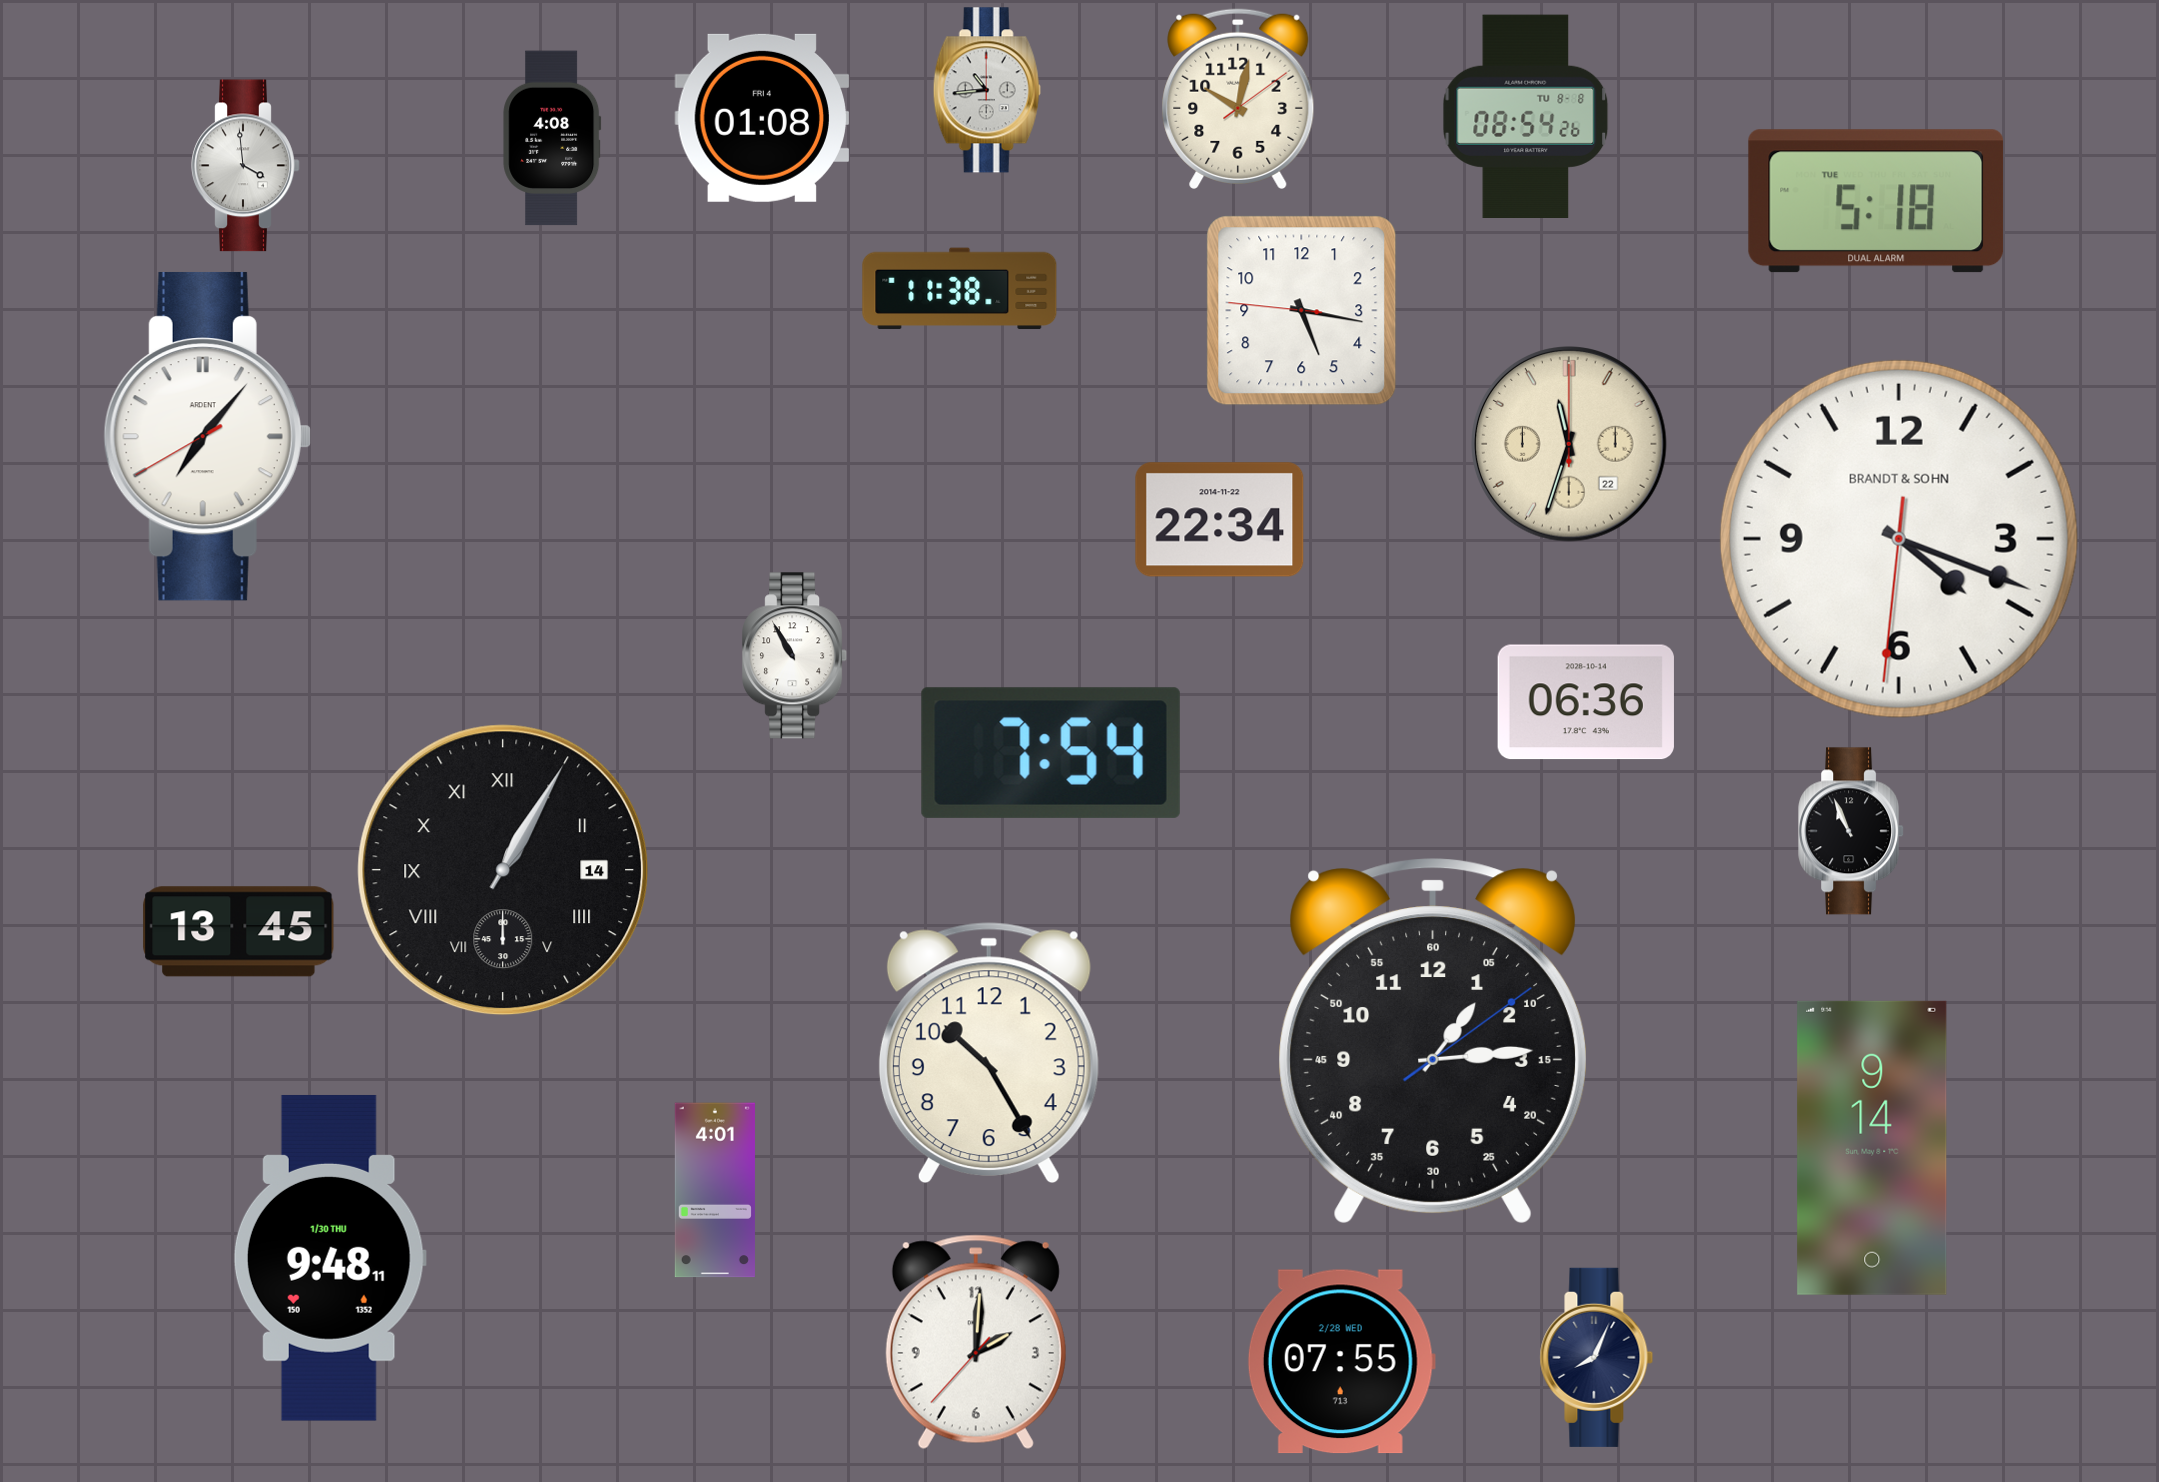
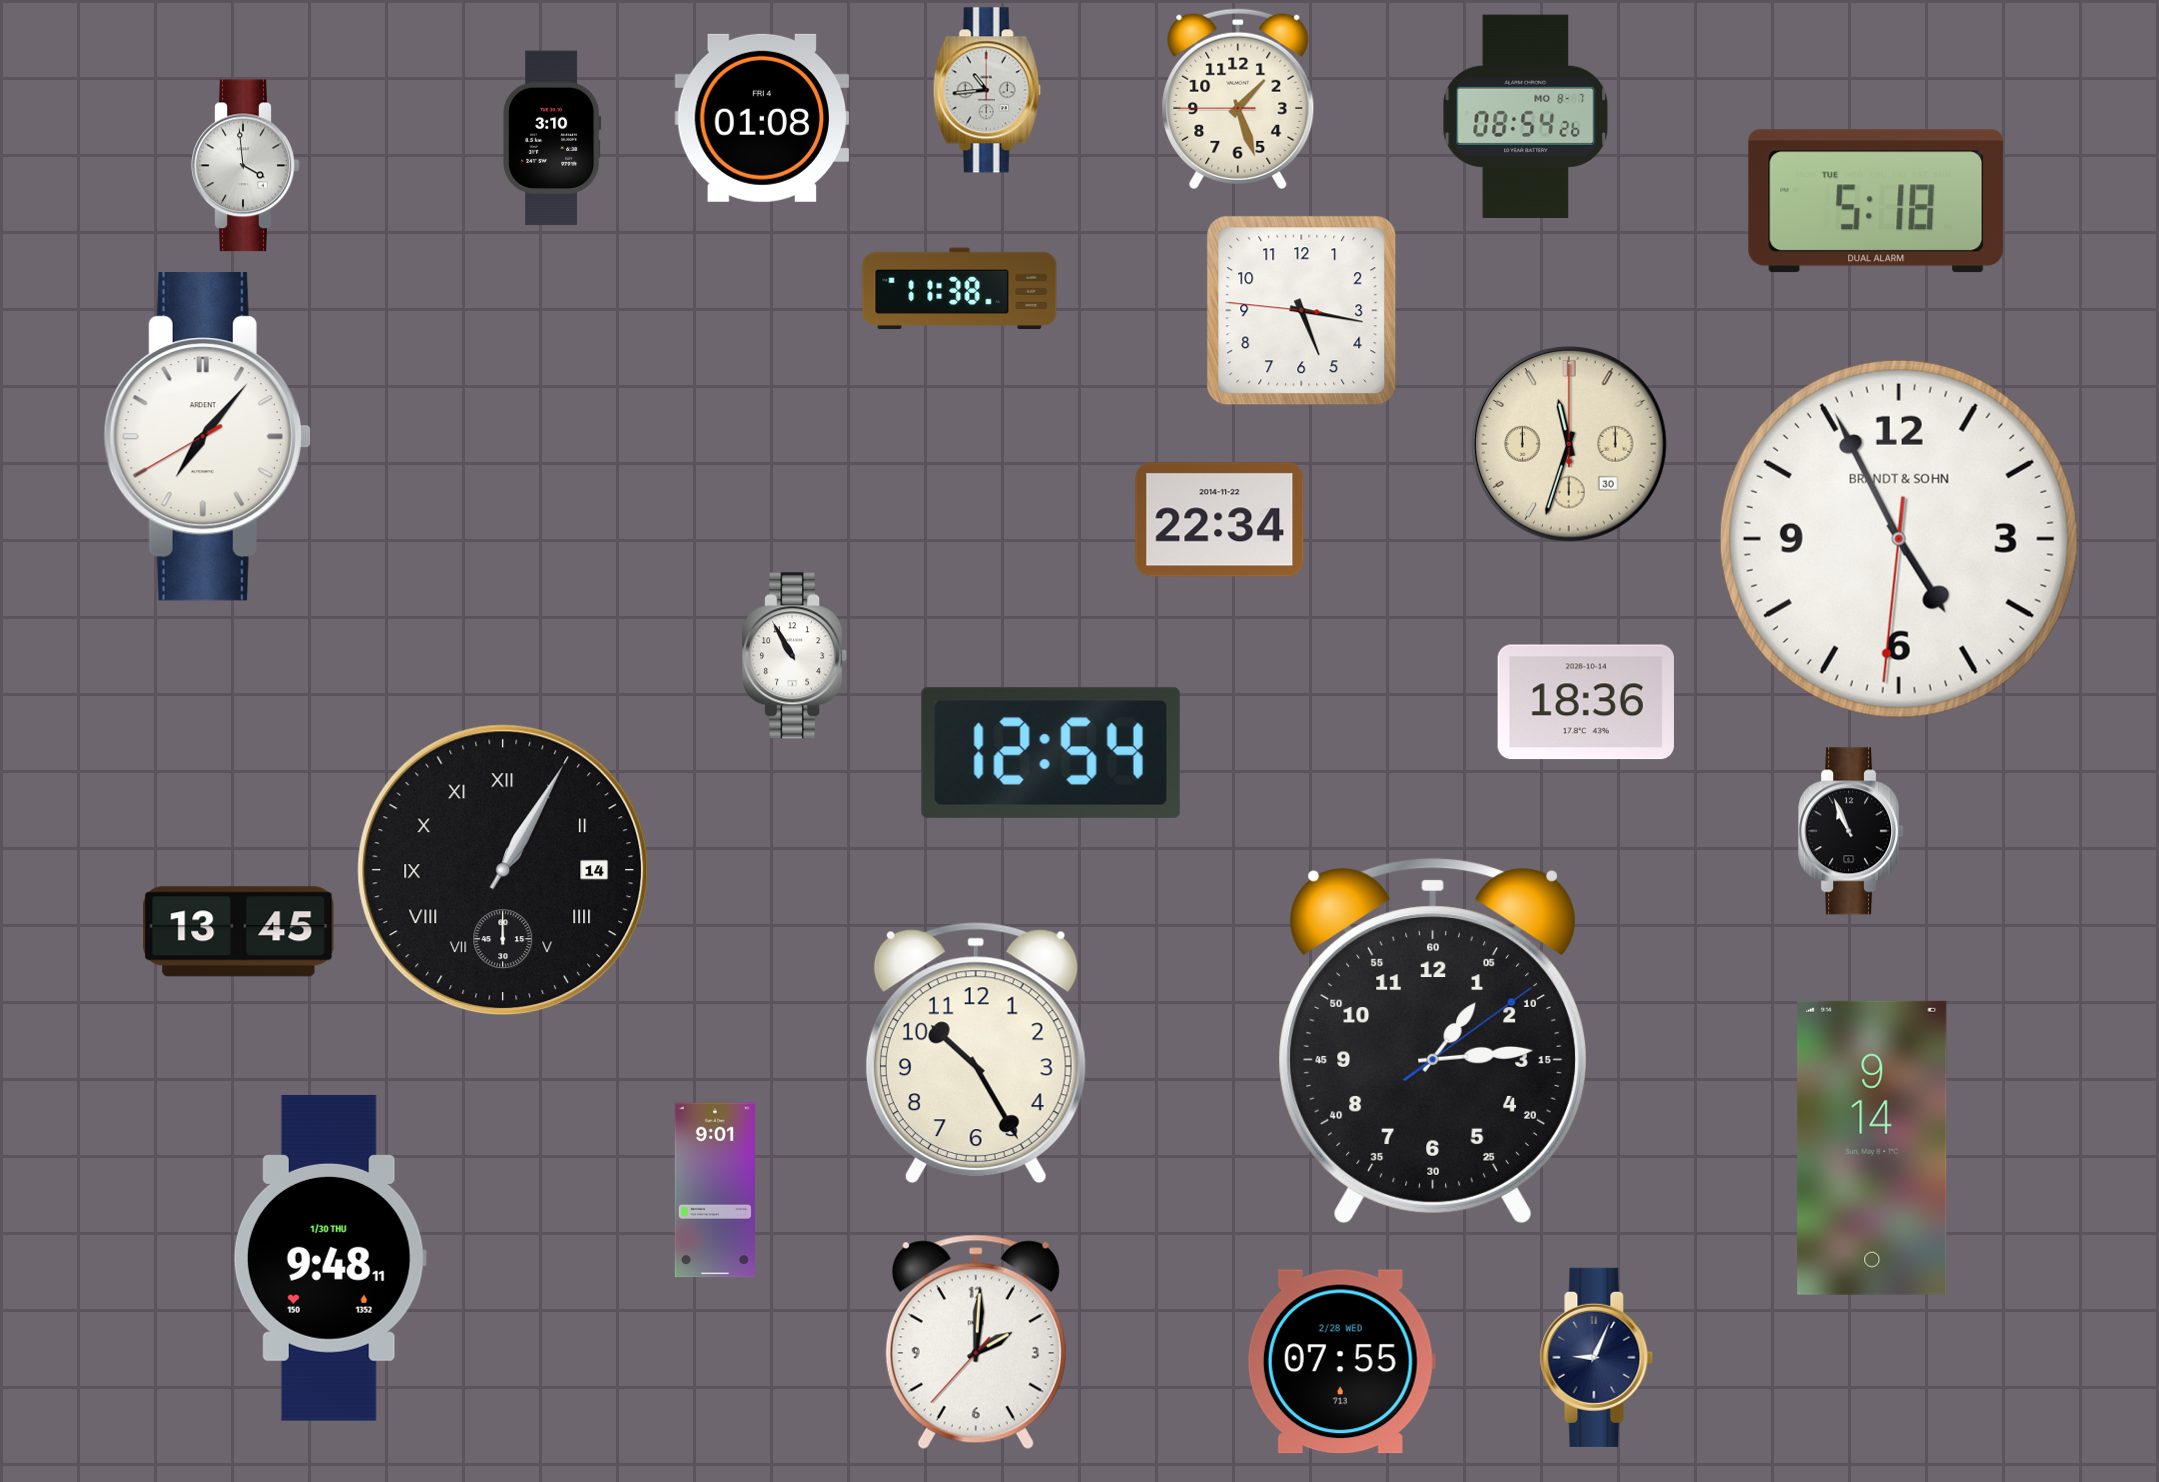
clock at (1238, 99): 10:02 -> 1:26
clock at (1526, 116) date: TU 8-8 -> MO 8-7
clock at (552, 138): 4:08 -> 3:10
clock at (1569, 444) date: 22 -> 30
clock at (1899, 539): 4:18 -> 4:55
clock at (1586, 702): 06:36 -> 18:36
clock at (1051, 753): 7:54 -> 12:54
clock at (989, 1052) position: (989, 1052) -> (976, 1052)
clock at (715, 1190): 4:01 -> 9:01
clock at (1597, 1357): 8:04 -> 9:04
